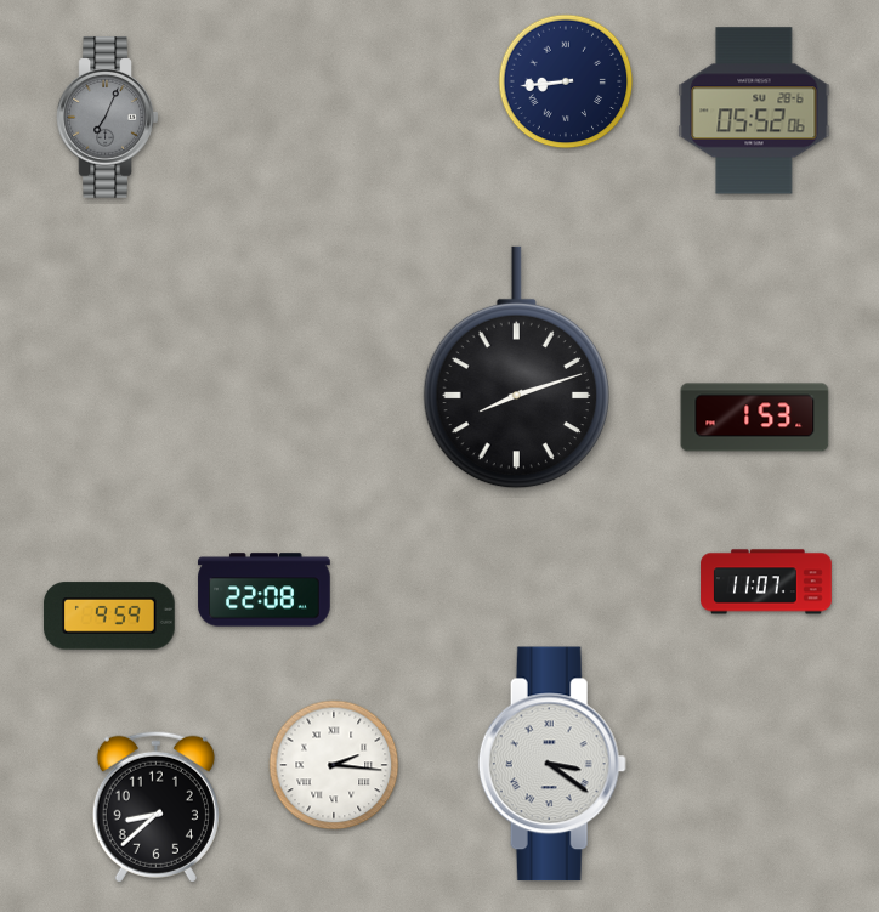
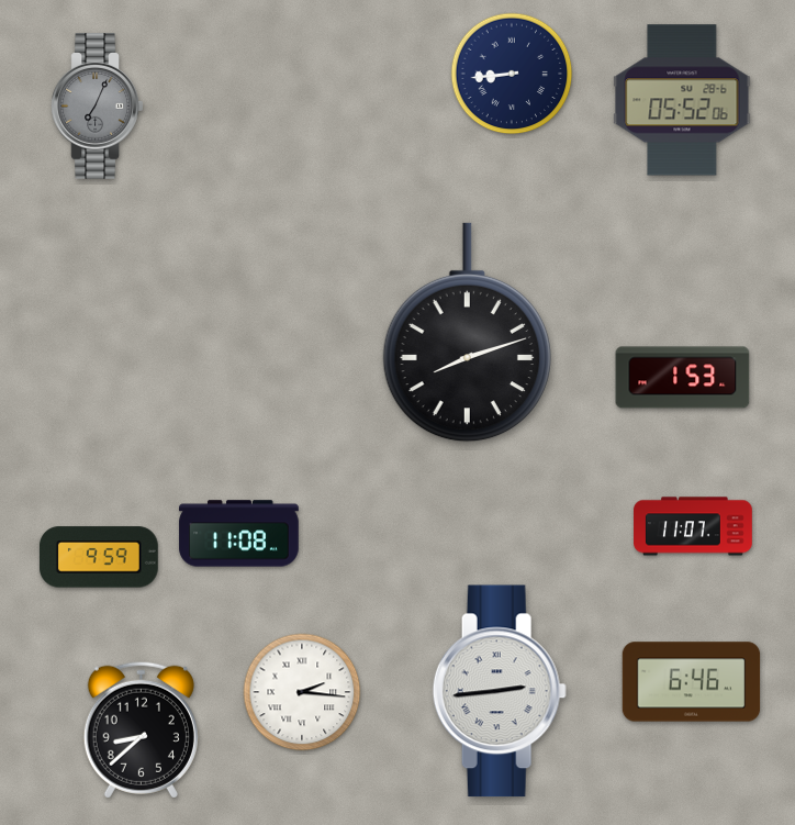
clock at (265, 590): 22:08 -> 11:08
clock at (692, 682): none -> 6:46
clock at (552, 764): 3:21 -> 2:44
